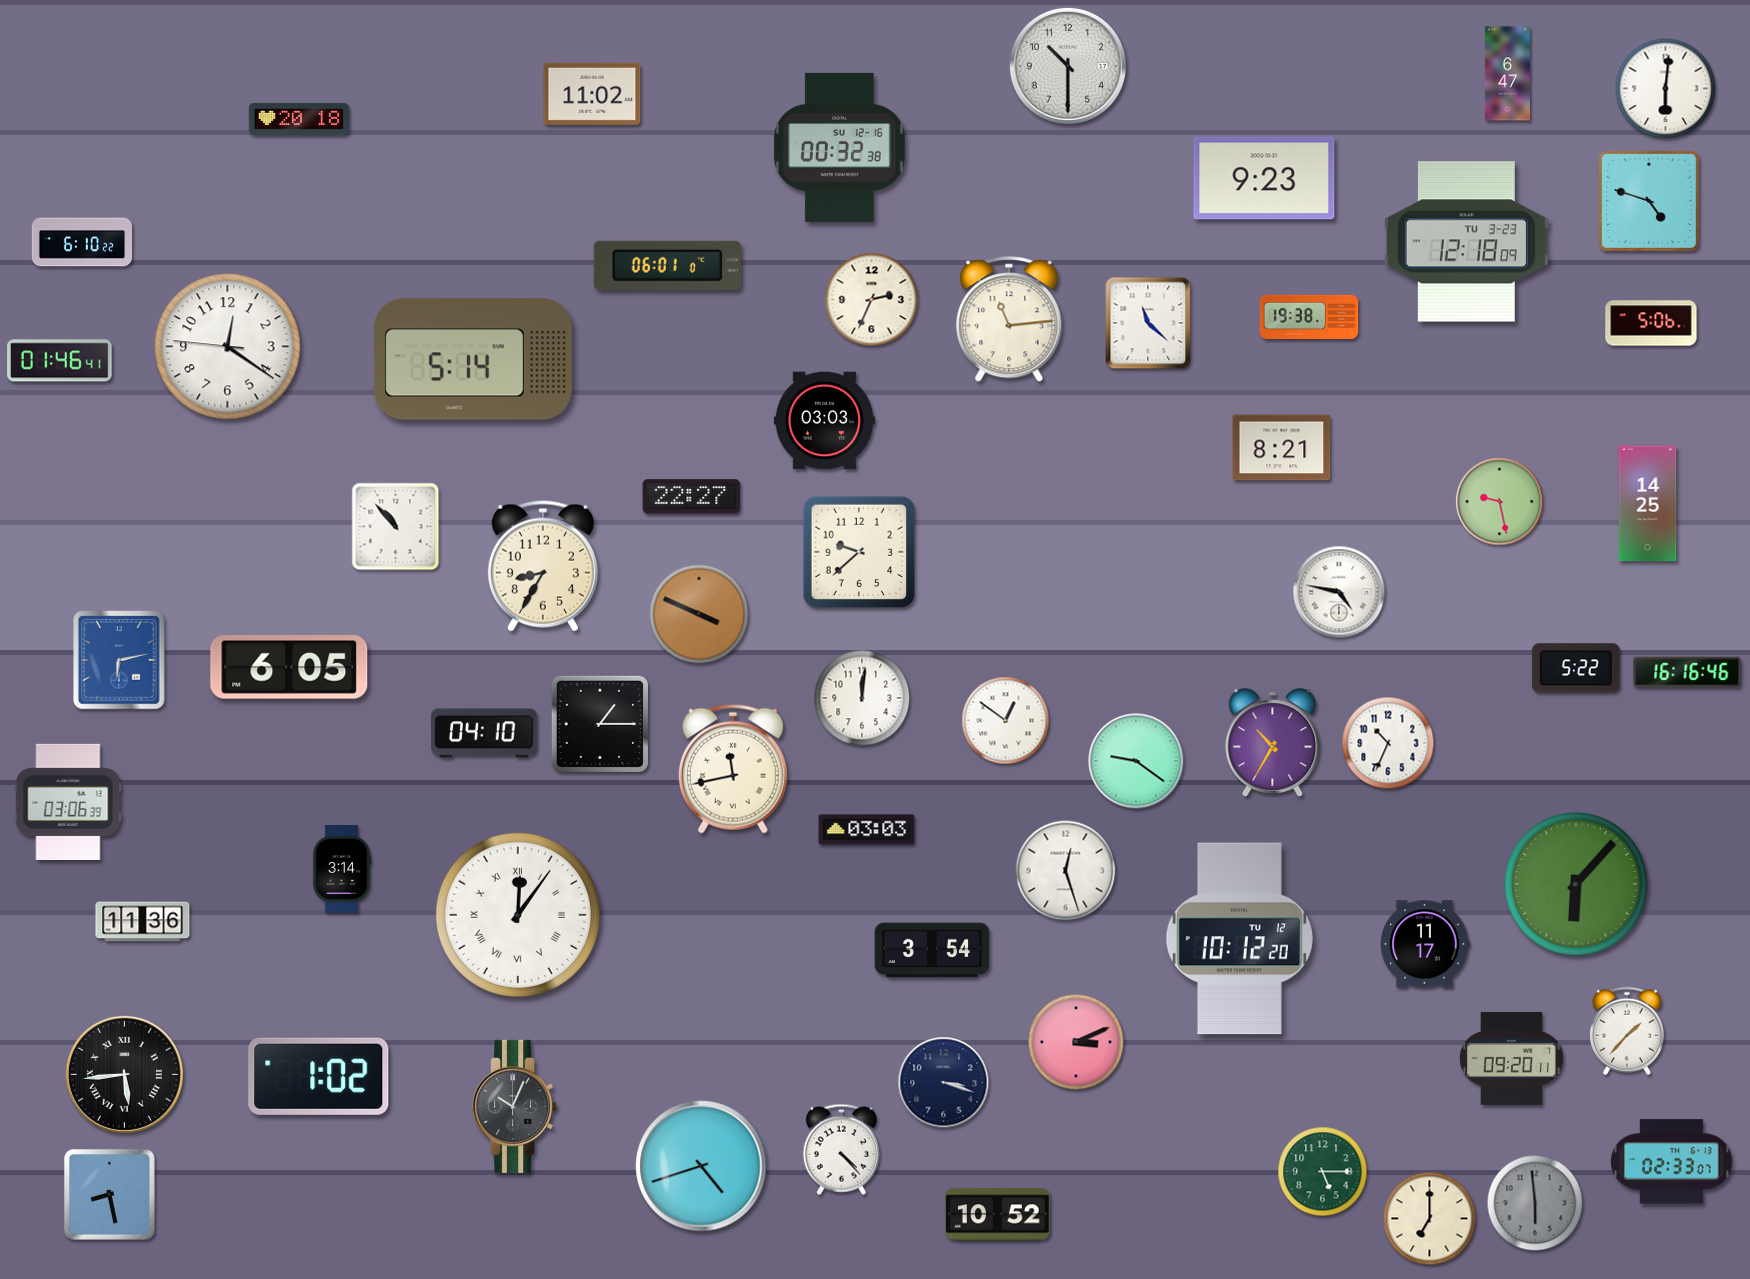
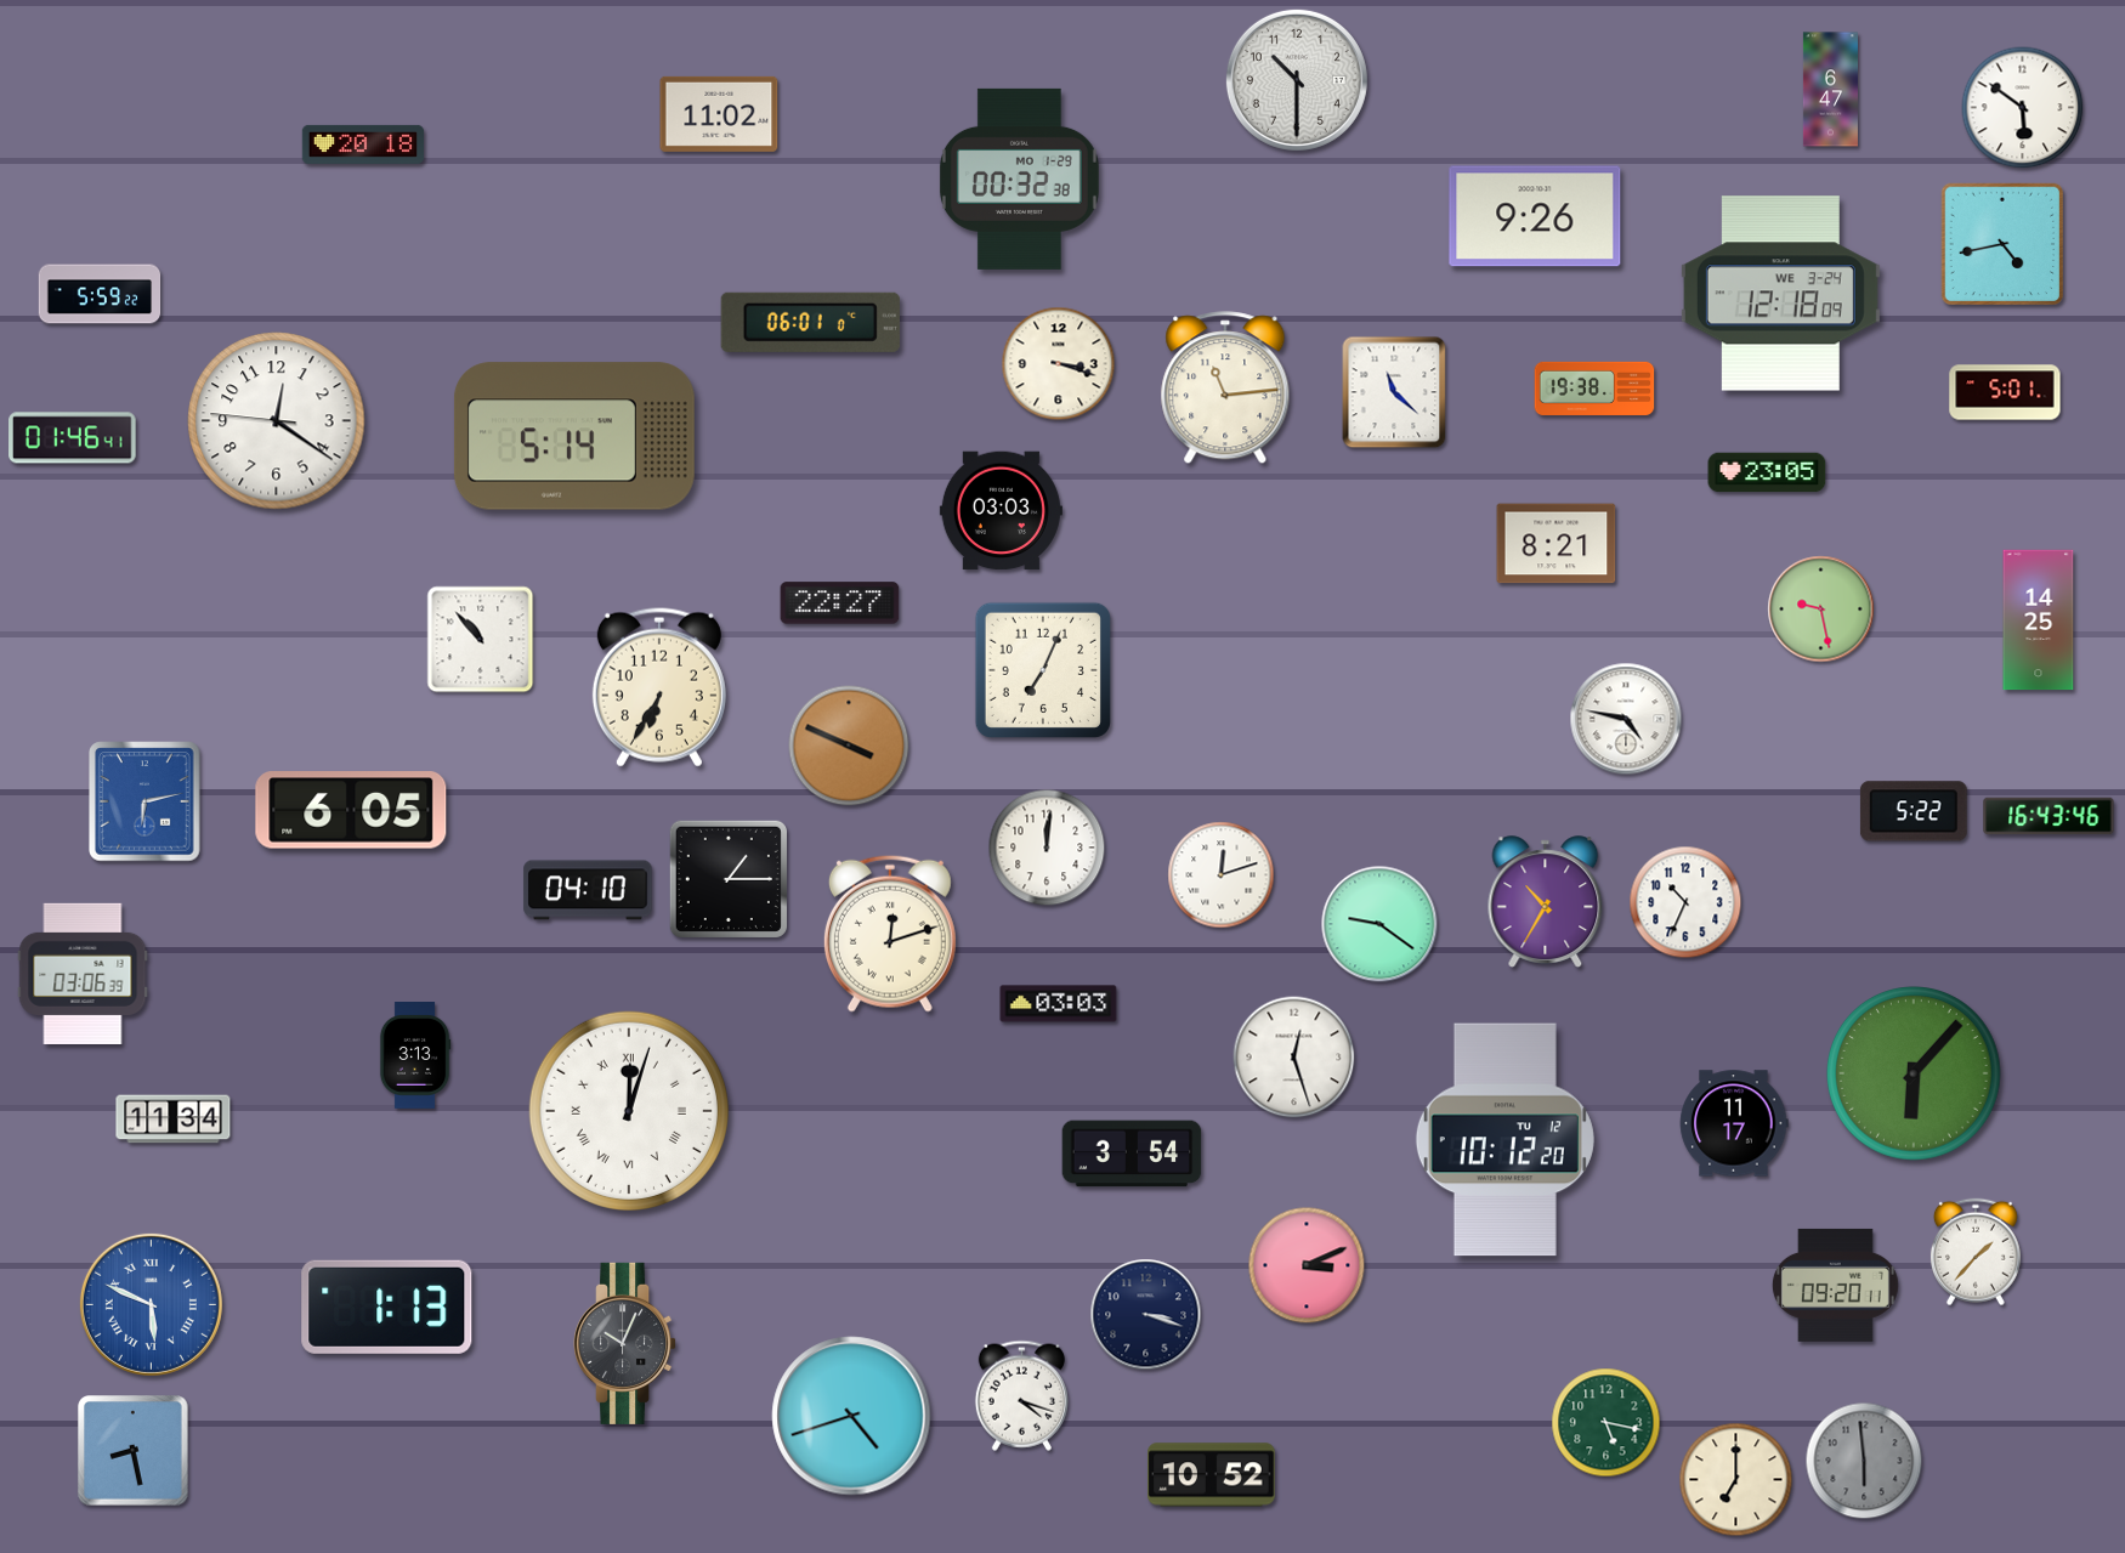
clock at (1666, 89): 6:01 -> 5:51
clock at (839, 147) date: SU 12-16 -> MO 1-29
clock at (1264, 178): 9:23 -> 9:26
clock at (1648, 200): 4:48 -> 4:43
clock at (82, 242): 6:10 -> 5:59
clock at (1466, 242) date: TU 3-23 -> WE 3-24
clock at (872, 300): 2:34 -> 3:18
clock at (1309, 317) position: (1309, 317) -> (1594, 389)
clock at (1651, 323): 5:06 -> 5:01
clock at (1767, 472): none -> 23:05
clock at (1648, 504) position: (1648, 504) -> (2039, 620)
clock at (859, 552): 9:38 -> 7:04
clock at (543, 566): 8:35 -> 6:35
clock at (1687, 672): 16:16 -> 16:43
clock at (1006, 721): 12:51 -> 12:12
clock at (733, 769): 11:43 -> 12:12
clock at (867, 830) position: (867, 830) -> (1059, 1004)
clock at (342, 870): 3:14 -> 3:13
clock at (518, 915): 12:06 -> 12:03
clock at (143, 922): 11:36 -> 11:34
clock at (1425, 944) position: (1425, 944) -> (1734, 1123)
clock at (124, 1074): 5:44 -> 5:49
clock at (124, 1074) dial: black -> blue
clock at (319, 1076): 1:02 -> 1:13
clock at (841, 1149): 4:23 -> 4:18
clock at (1672, 1162): 02:33 -> none
clock at (1323, 1172): 5:15 -> 5:17
